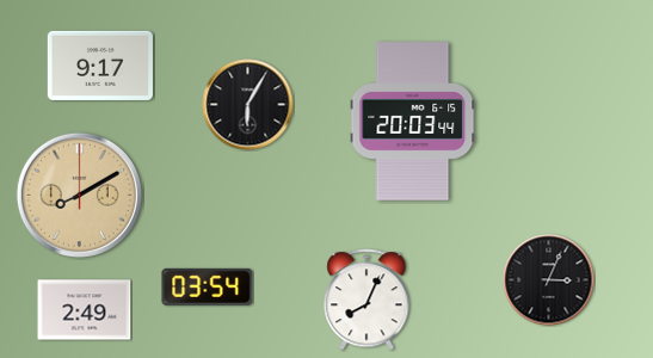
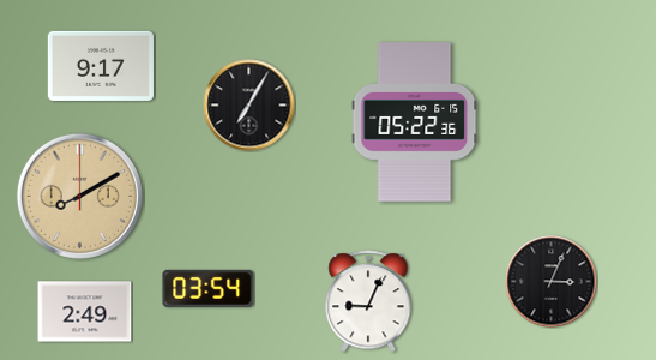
clock at (248, 105): 6:05 -> 7:05
clock at (413, 122): 20:03 -> 05:22
clock at (366, 300): 8:04 -> 9:04
